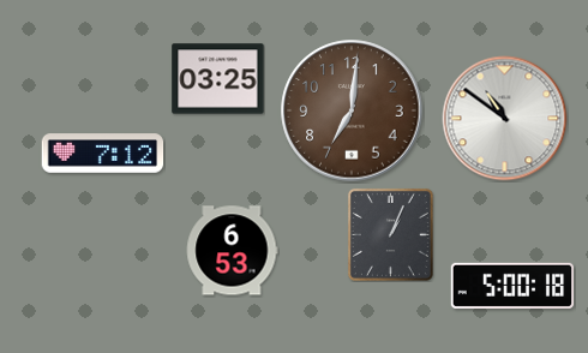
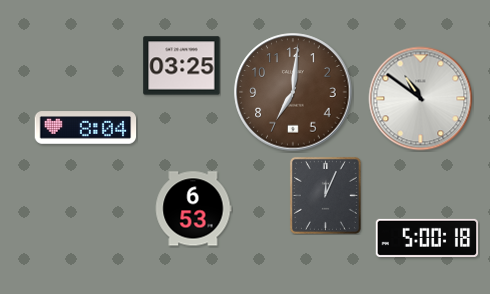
clock at (103, 154): 7:12 -> 8:04
clock at (390, 234): 1:04 -> 12:04
